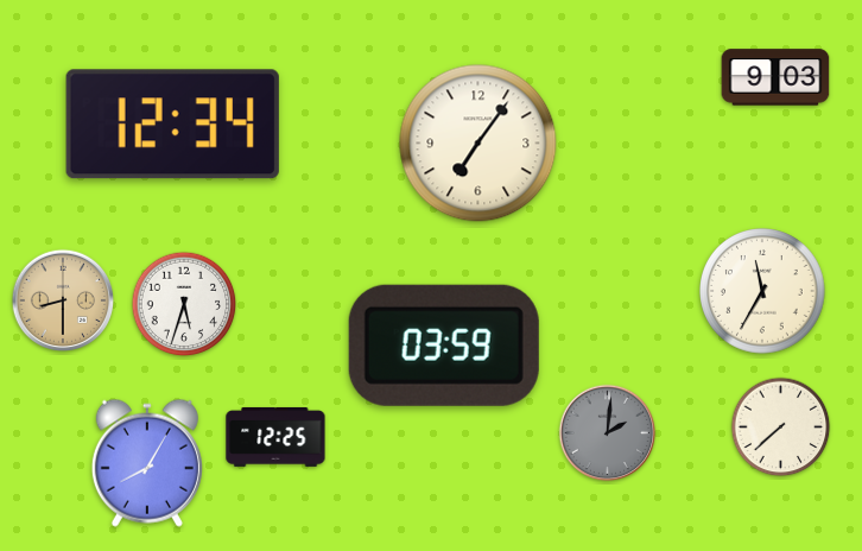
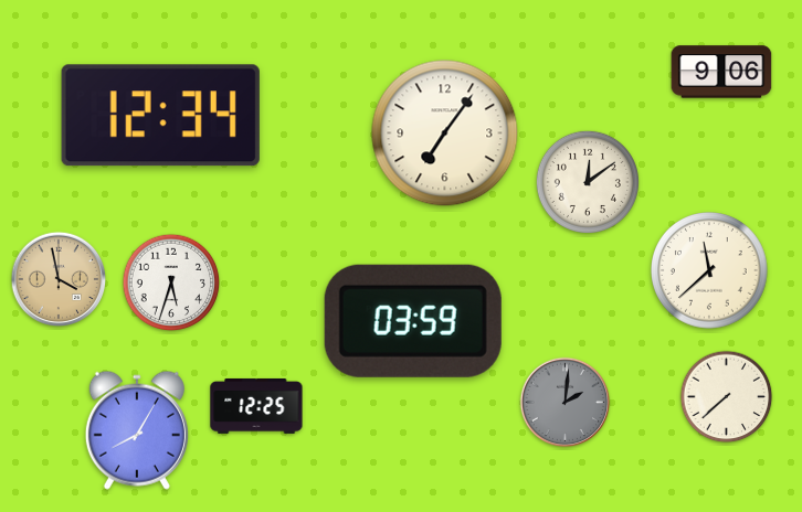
clock at (775, 77): 9:03 -> 9:06
clock at (588, 182): none -> 12:09
clock at (762, 291): 11:35 -> 11:38
clock at (63, 300): 8:30 -> 3:58
